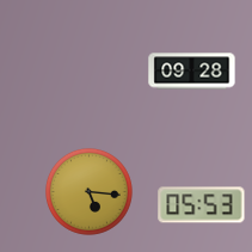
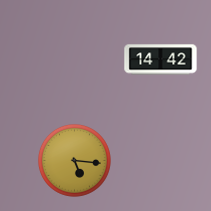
clock at (192, 72): 09:28 -> 14:42
clock at (202, 205): 05:53 -> none
